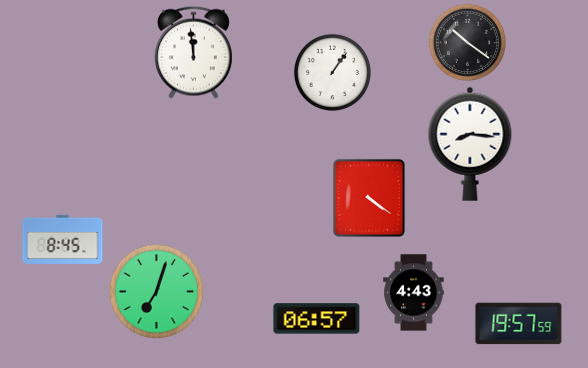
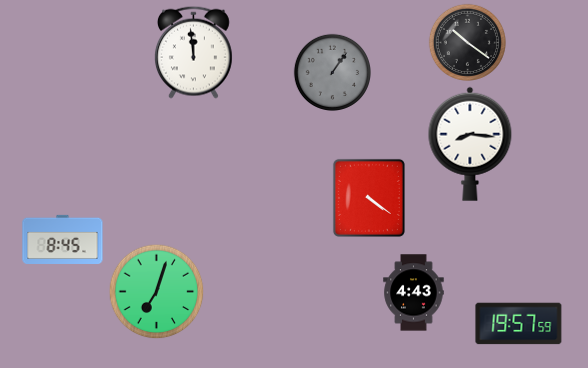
clock at (332, 72) dial: white -> grey
clock at (317, 319): 06:57 -> none
